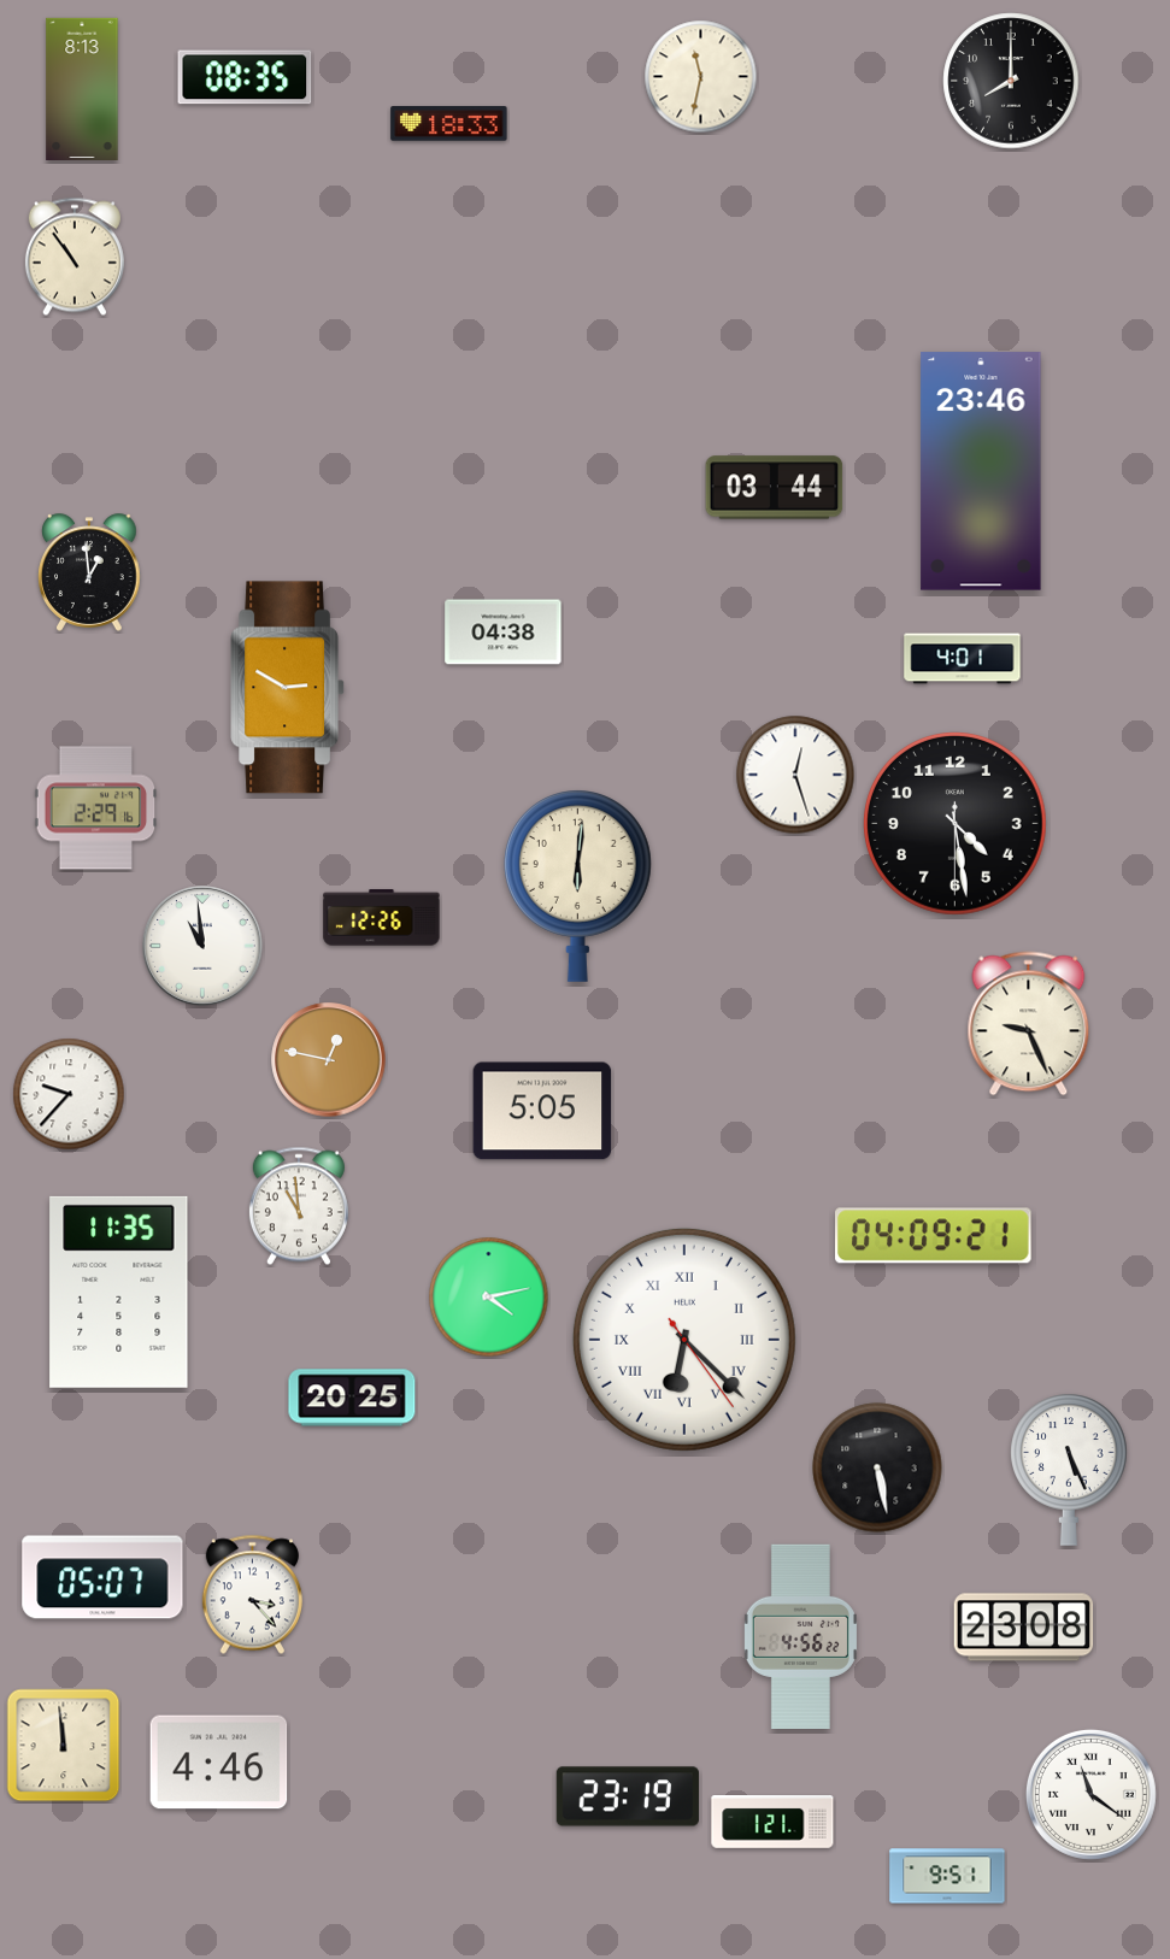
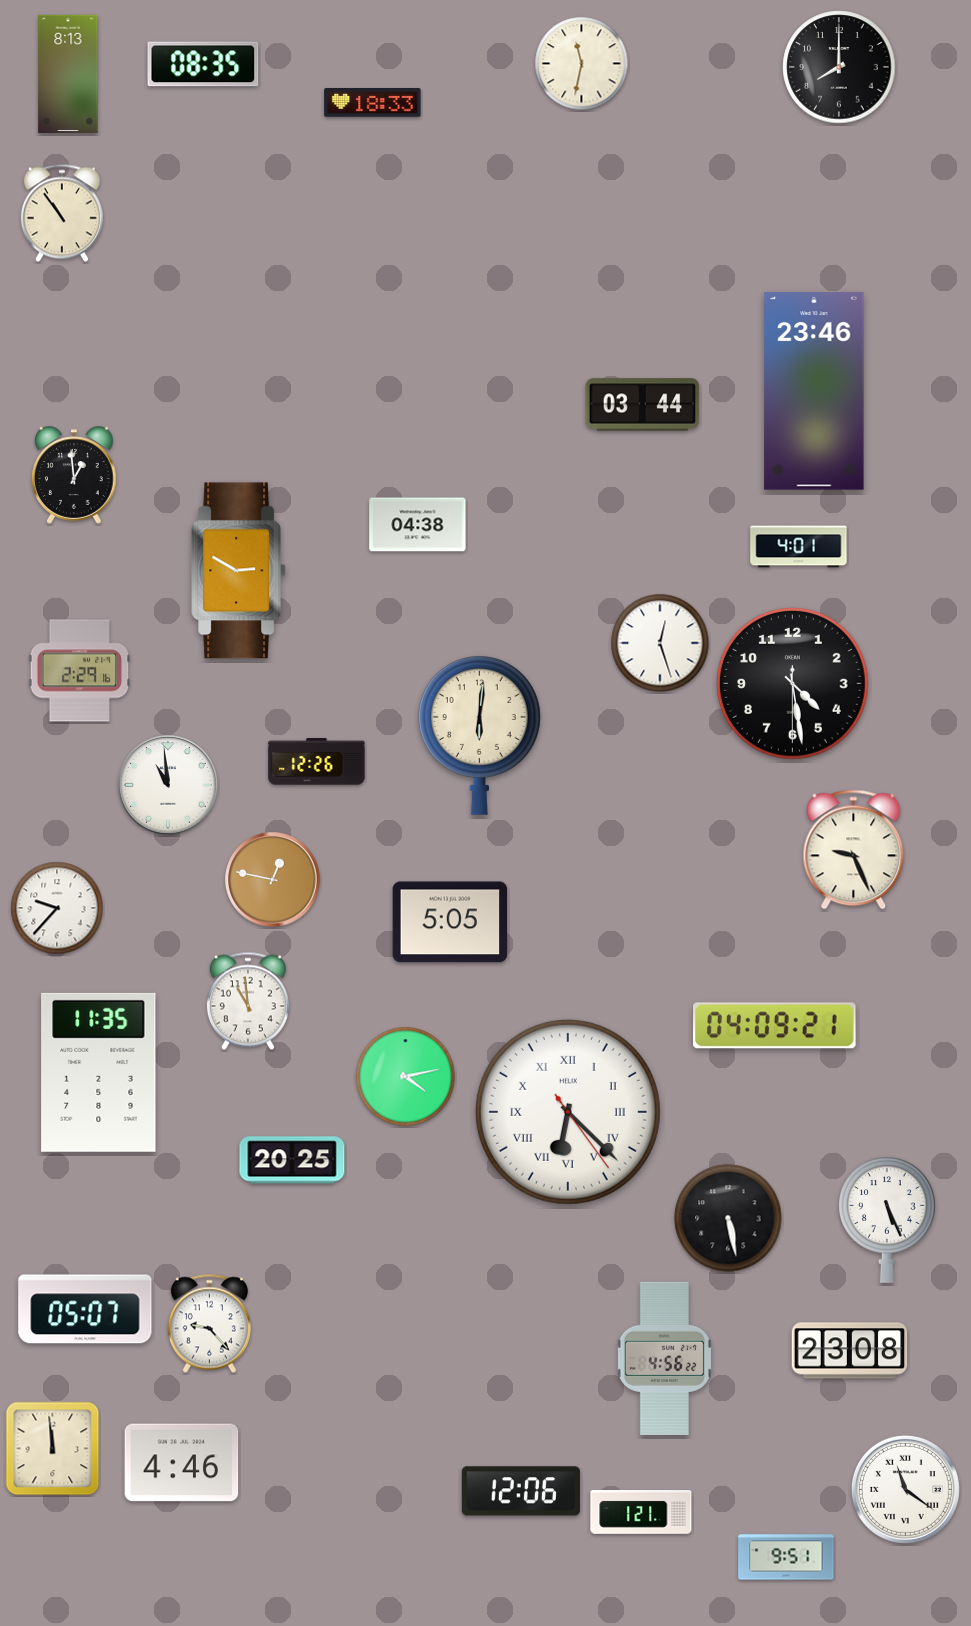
clock at (252, 1595): 3:23 -> 9:23
clock at (628, 1796): 23:19 -> 12:06
